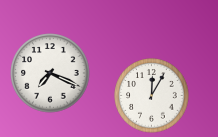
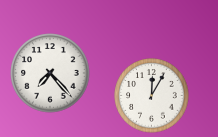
clock at (50, 73): 7:19 -> 7:23
